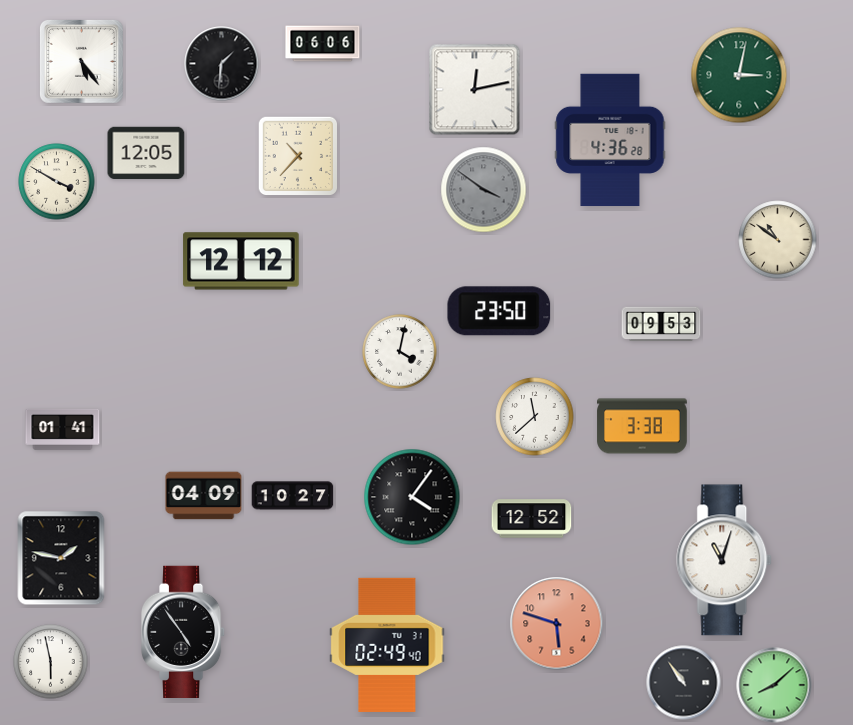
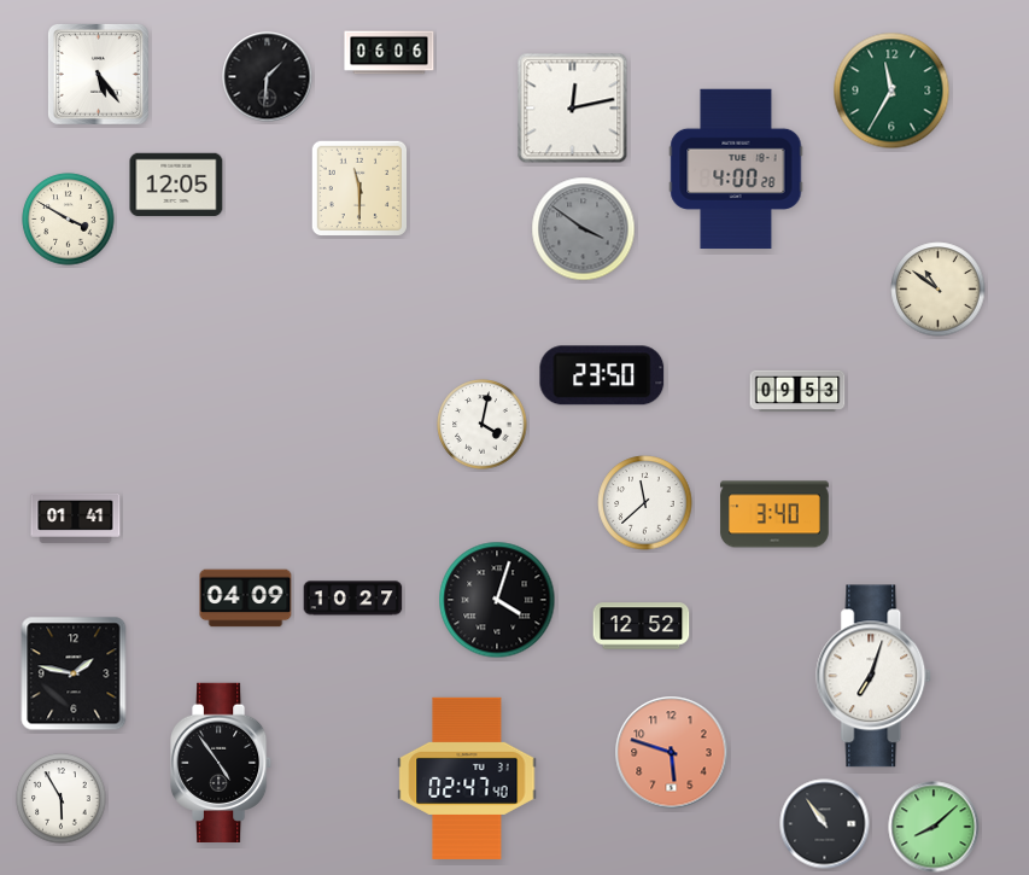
clock at (739, 75): 3:02 -> 11:35
clock at (610, 140): 4:36 -> 4:00
clock at (297, 155): 10:37 -> 11:30
clock at (241, 261): 12:12 -> none
clock at (642, 426): 3:38 -> 3:40
clock at (412, 497): 4:06 -> 4:03
clock at (725, 560): 11:03 -> 7:03
clock at (387, 645): 02:49 -> 02:47
clock at (51, 662): 5:58 -> 5:55
